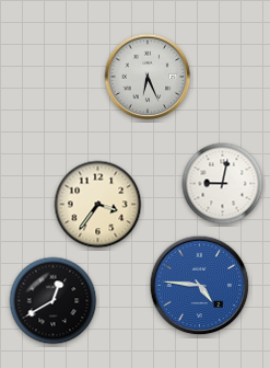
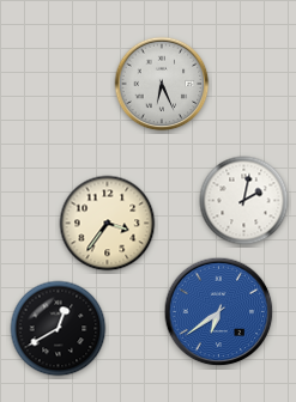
clock at (223, 184): 9:02 -> 2:02
clock at (200, 286): 4:46 -> 6:39
